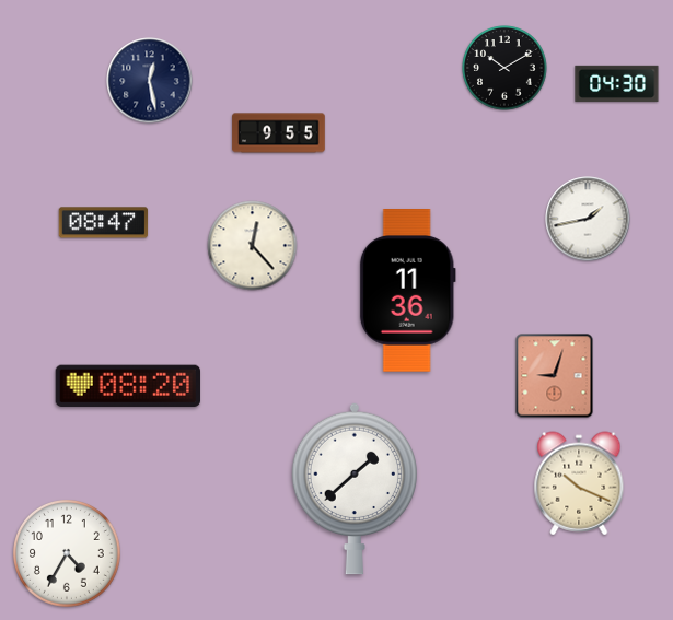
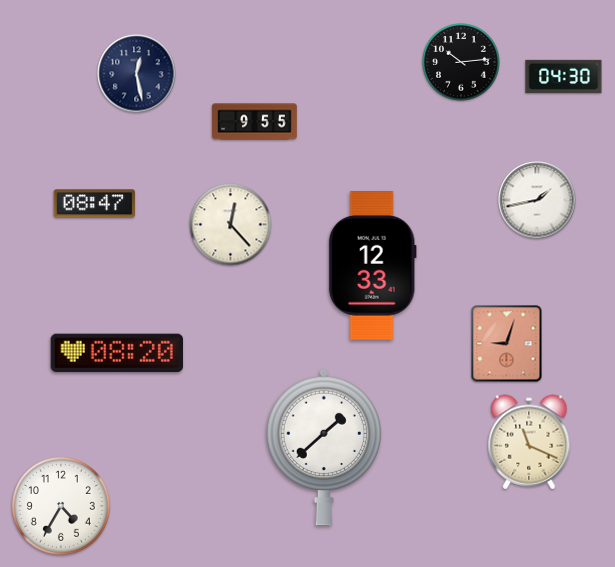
clock at (504, 68): 10:10 -> 10:14
clock at (407, 291): 11:36 -> 12:33
clock at (579, 483): 10:19 -> 11:19
